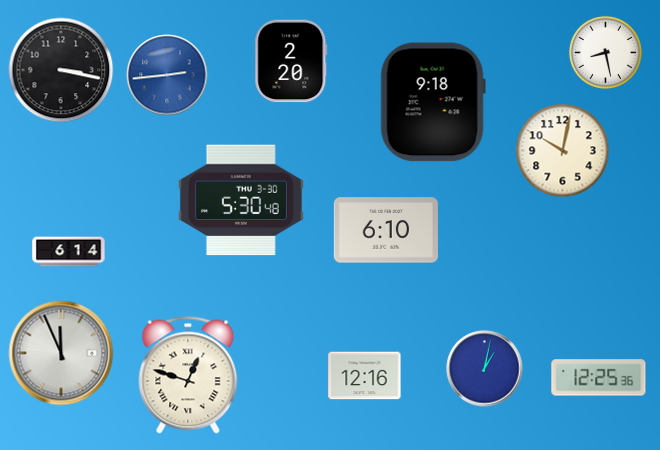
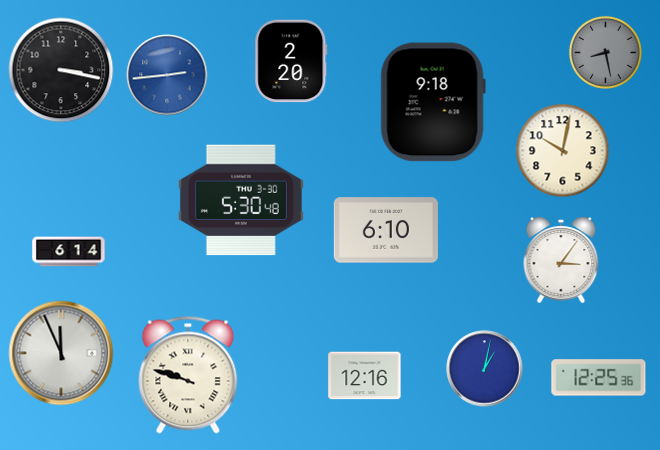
clock at (605, 52) dial: white -> grey
clock at (561, 260): none -> 3:06
clock at (188, 375): 12:48 -> 9:48
